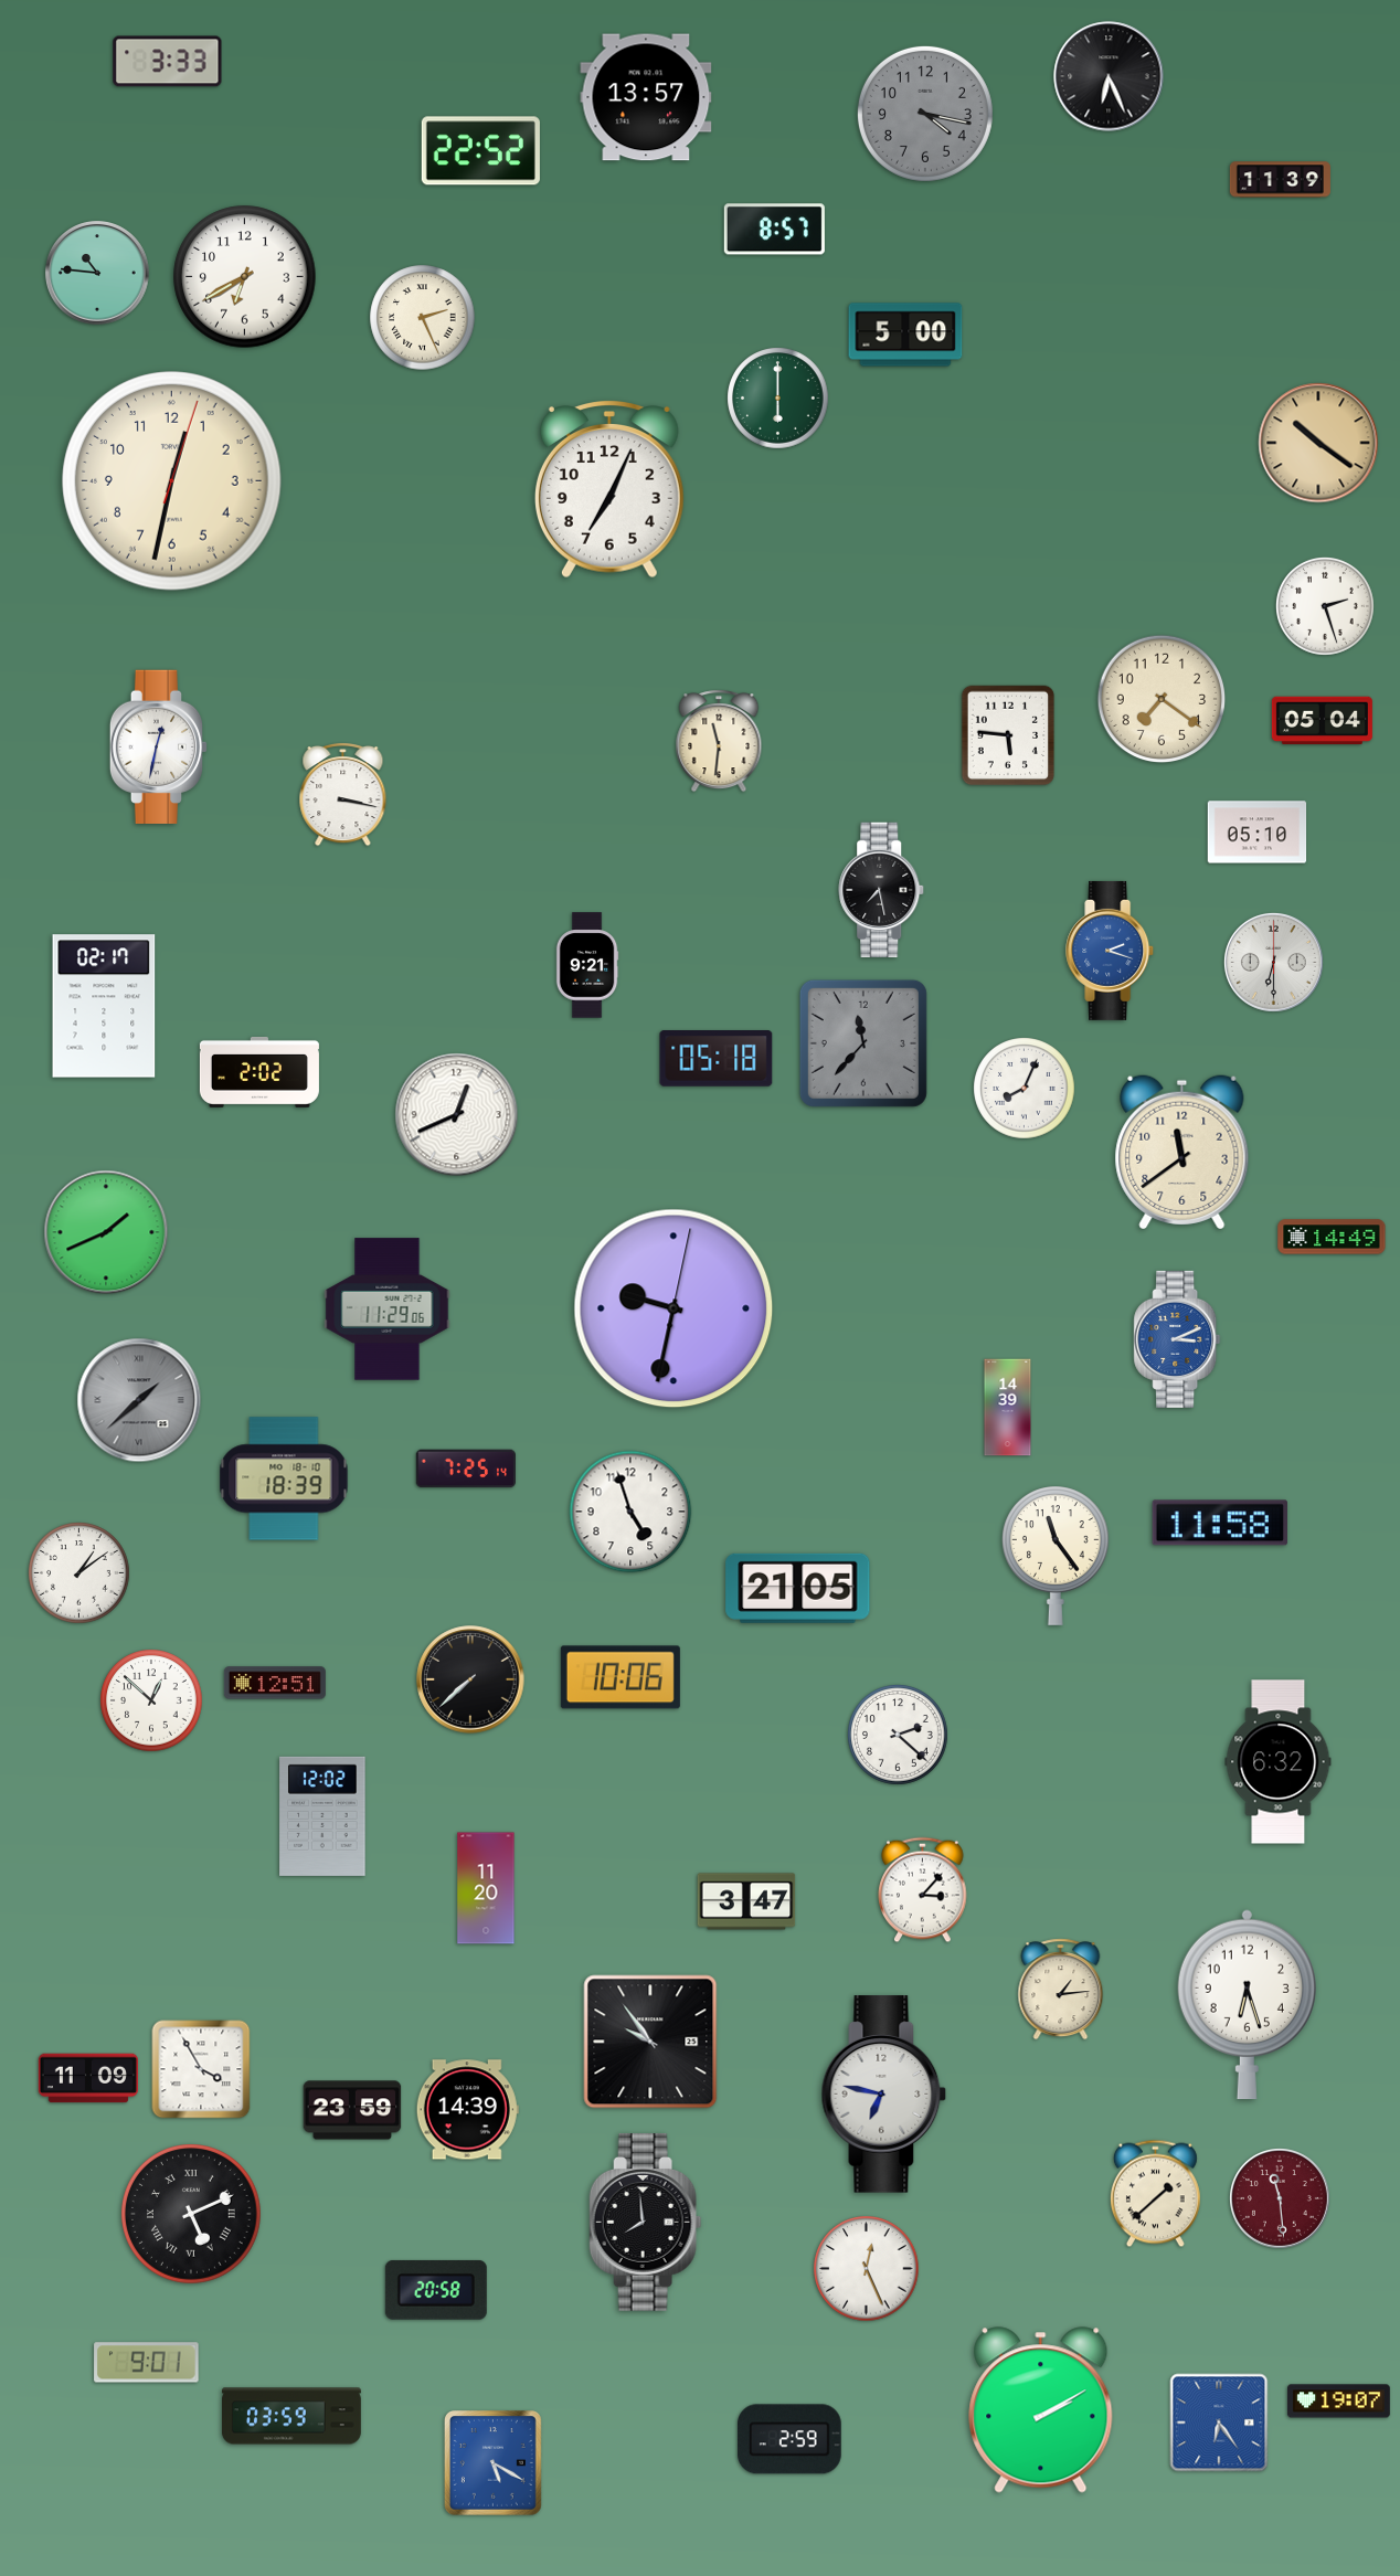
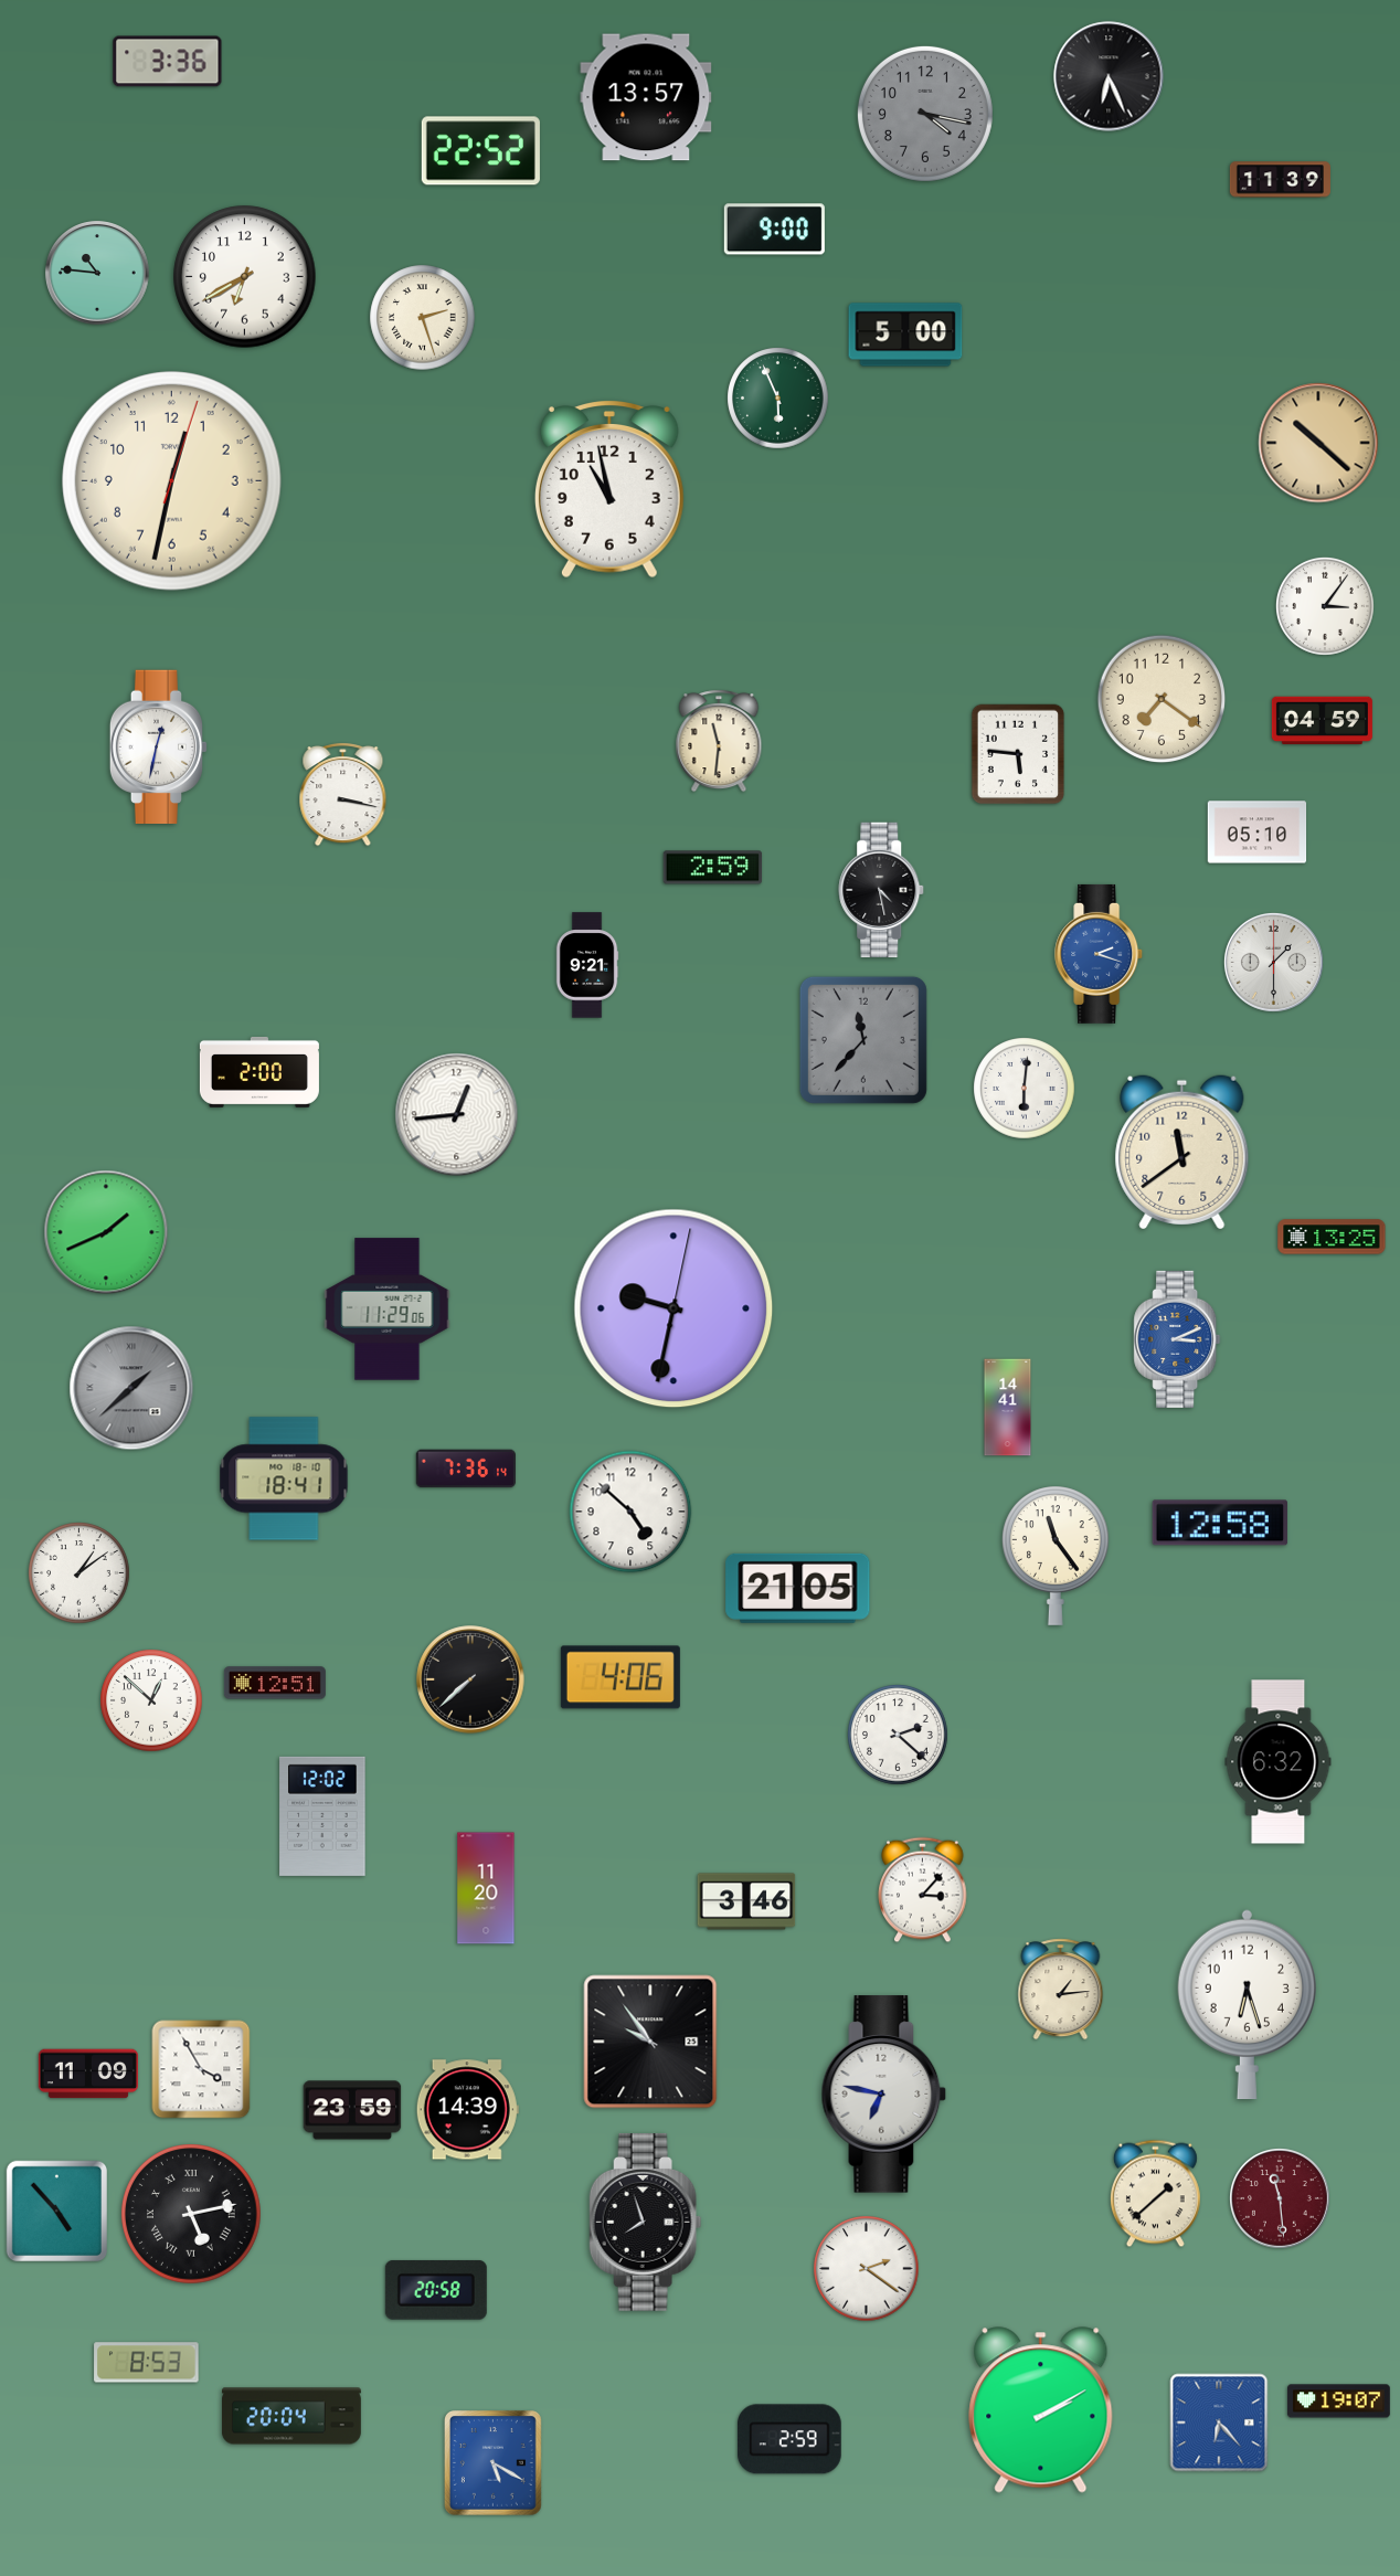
clock at (168, 62): 3:33 -> 3:36
clock at (774, 230): 8:57 -> 9:00
clock at (423, 318): 2:26 -> 2:27
clock at (778, 399): 6:00 -> 5:56
clock at (1318, 443): 10:21 -> 10:22
clock at (609, 490): 7:04 -> 10:58
clock at (1325, 606): 2:27 -> 3:06
clock at (1322, 721): 05:04 -> 04:59
clock at (1008, 735) position: (1008, 735) -> (1018, 754)
clock at (713, 868): none -> 2:59
clock at (882, 890): 7:28 -> 4:28
clock at (1111, 951) position: (1111, 951) -> (1100, 954)
clock at (1274, 963): 6:30 -> 1:30
clock at (104, 1006): 02:17 -> none
clock at (863, 1043) position: (863, 1043) -> (863, 1040)
clock at (717, 1059): 05:18 -> none
clock at (259, 1072): 2:02 -> 2:00
clock at (1025, 1089): 8:04 -> 6:01
clock at (457, 1115): 12:41 -> 12:44
clock at (1332, 1237): 14:49 -> 13:25
clock at (139, 1400) position: (139, 1400) -> (131, 1388)
clock at (1008, 1408): 14:39 -> 14:41
clock at (465, 1469): 7:25 -> 7:36
clock at (284, 1478): 18:39 -> 18:41
clock at (630, 1512): 4:57 -> 4:52
clock at (1220, 1523): 11:58 -> 12:58
clock at (621, 1677): 10:06 -> 4:06
clock at (746, 1901): 3:47 -> 3:46
clock at (88, 2078) position: (88, 2078) -> (88, 2074)
clock at (56, 2211): none -> 4:53
clock at (192, 2215): 5:11 -> 5:13
clock at (646, 2223): 7:59 -> 7:57
clock at (867, 2269): 12:26 -> 2:21
clock at (147, 2363): 9:01 -> 8:53
clock at (291, 2416): 03:59 -> 20:04
clock at (1219, 2423): 6:24 -> 6:23
